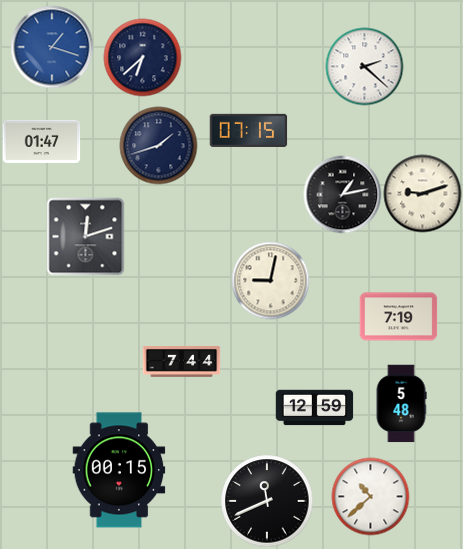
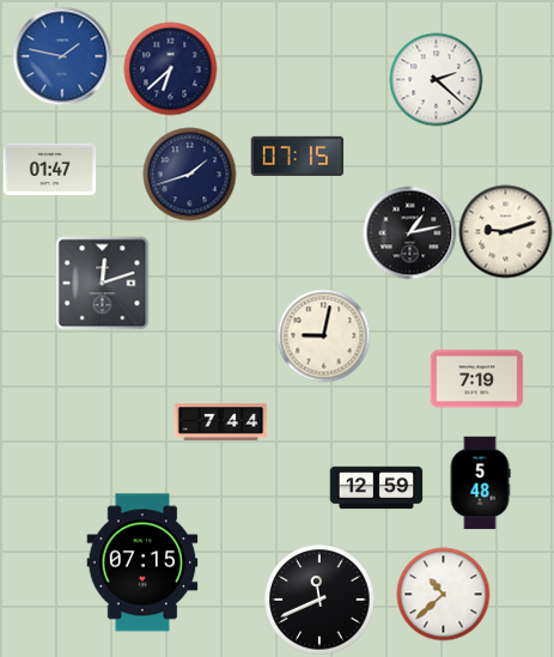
clock at (52, 47): 1:18 -> 1:47
clock at (181, 361) position: (181, 361) -> (220, 421)
clock at (119, 470): 00:15 -> 07:15
